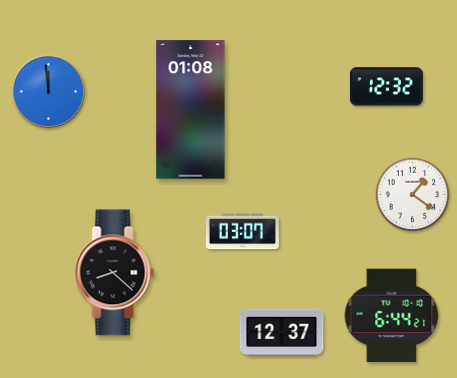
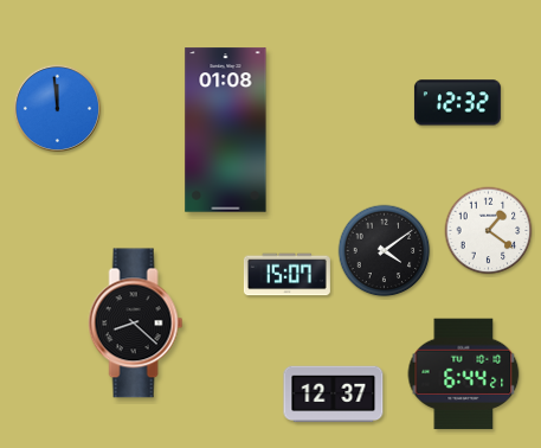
clock at (385, 251): none -> 4:09
clock at (242, 232): 03:07 -> 15:07
